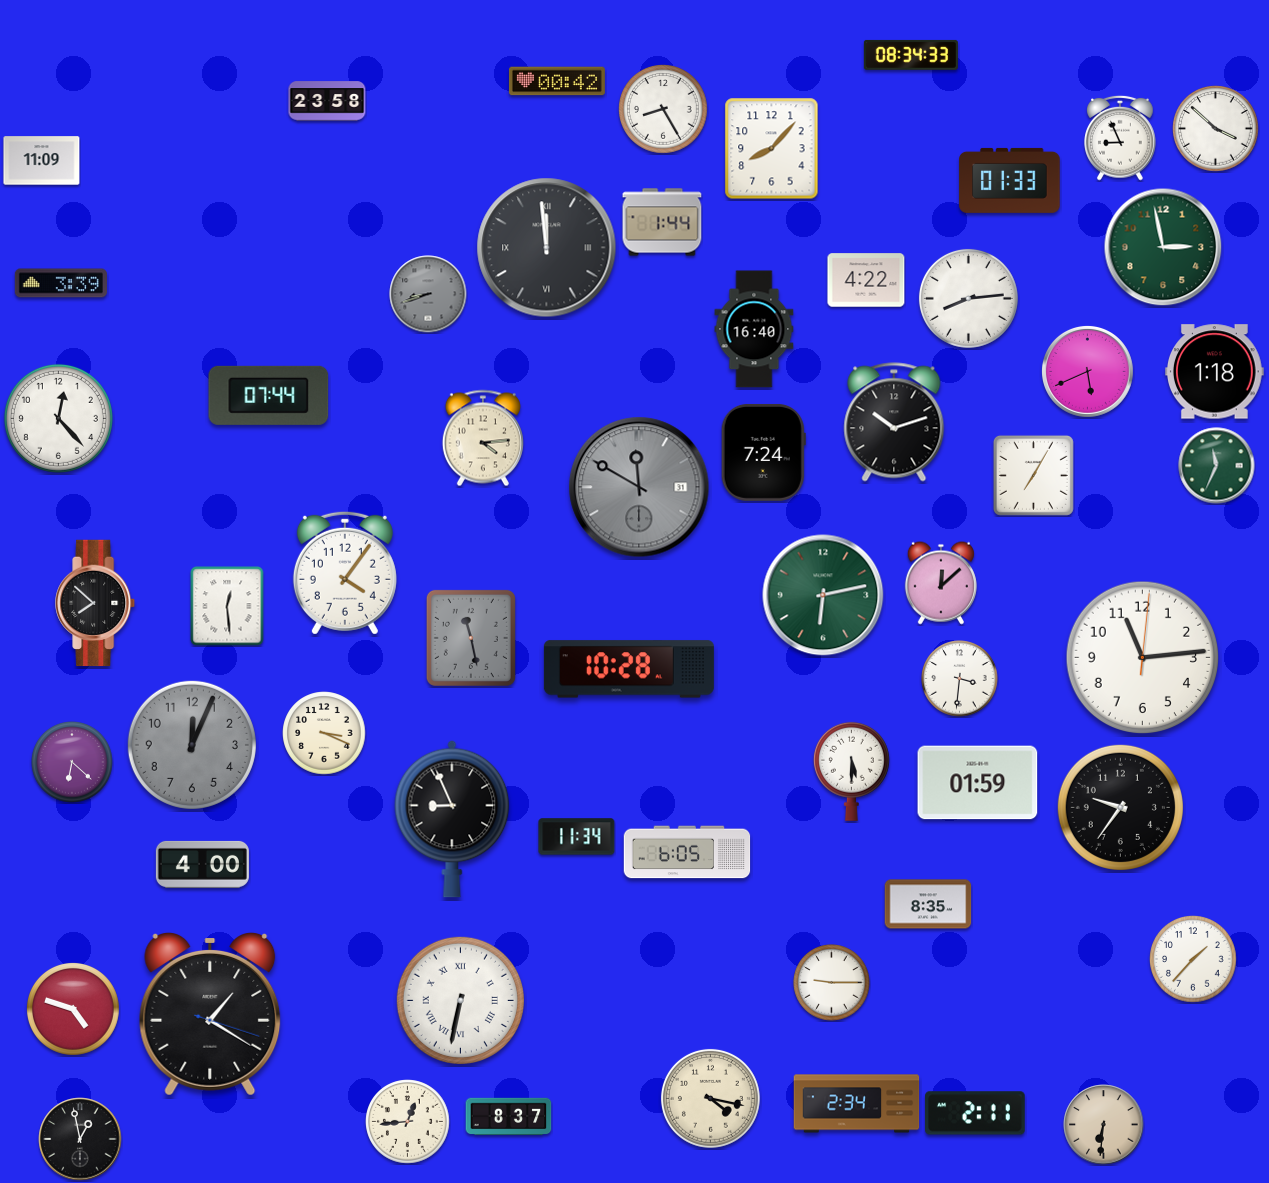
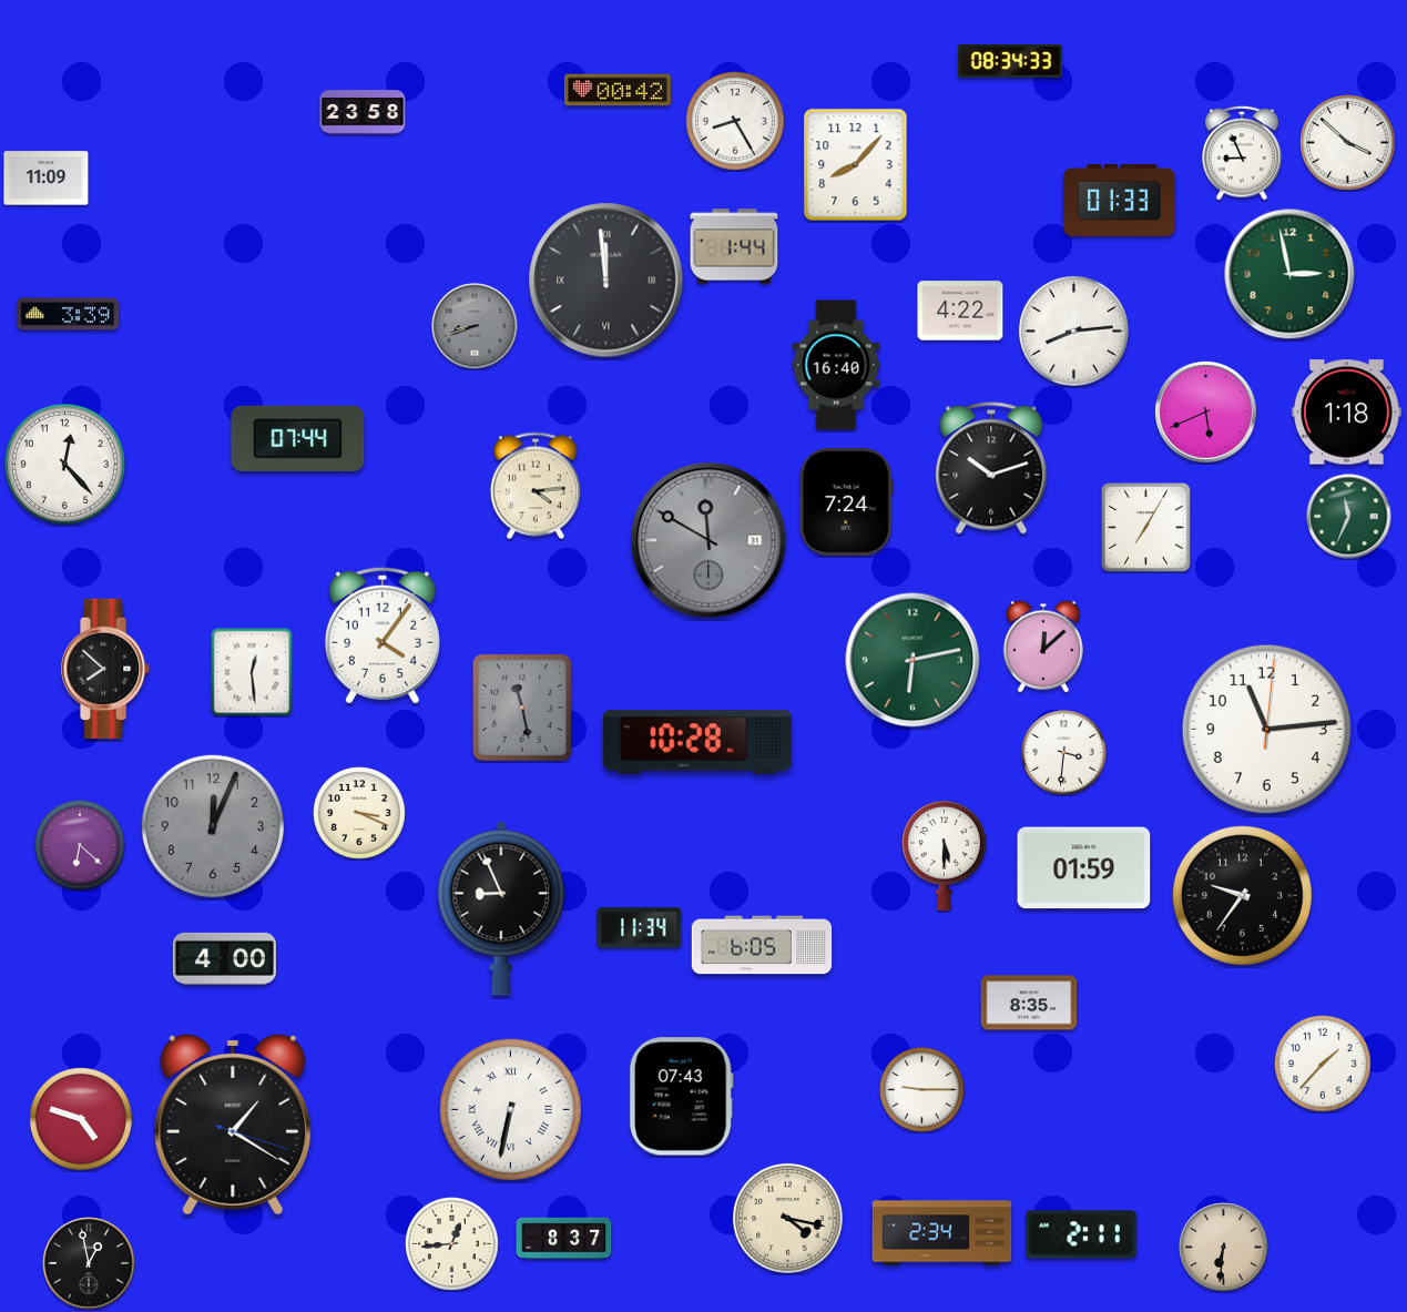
clock at (547, 248) position: (547, 248) -> (606, 281)
clock at (681, 1097): none -> 07:43
clock at (857, 1104) position: (857, 1104) -> (942, 1233)
